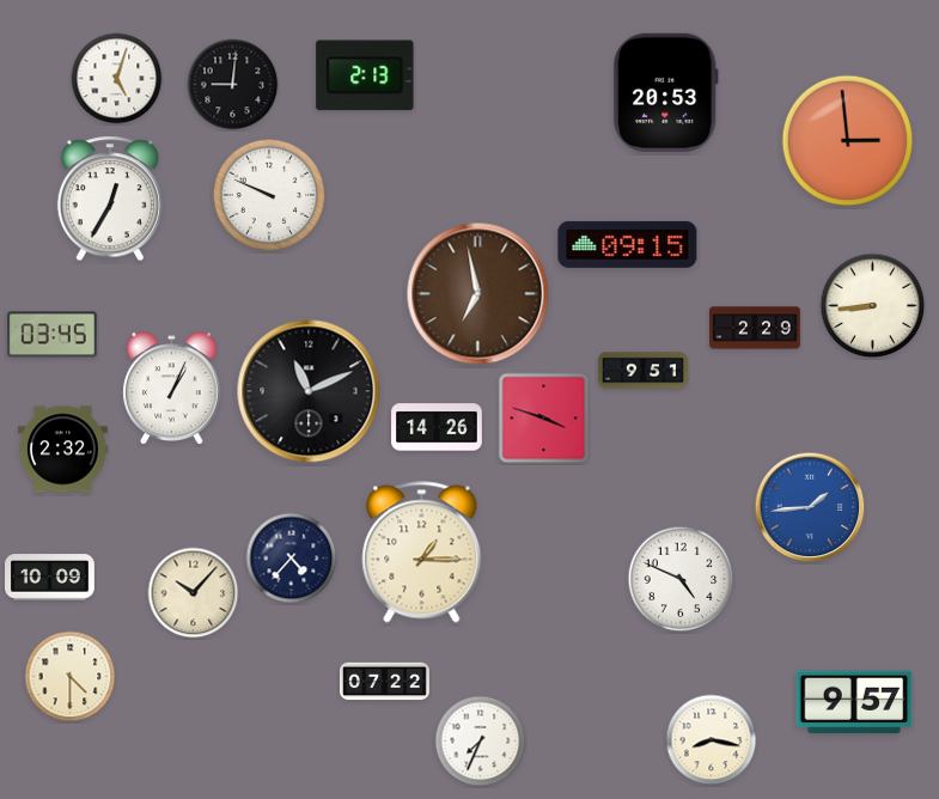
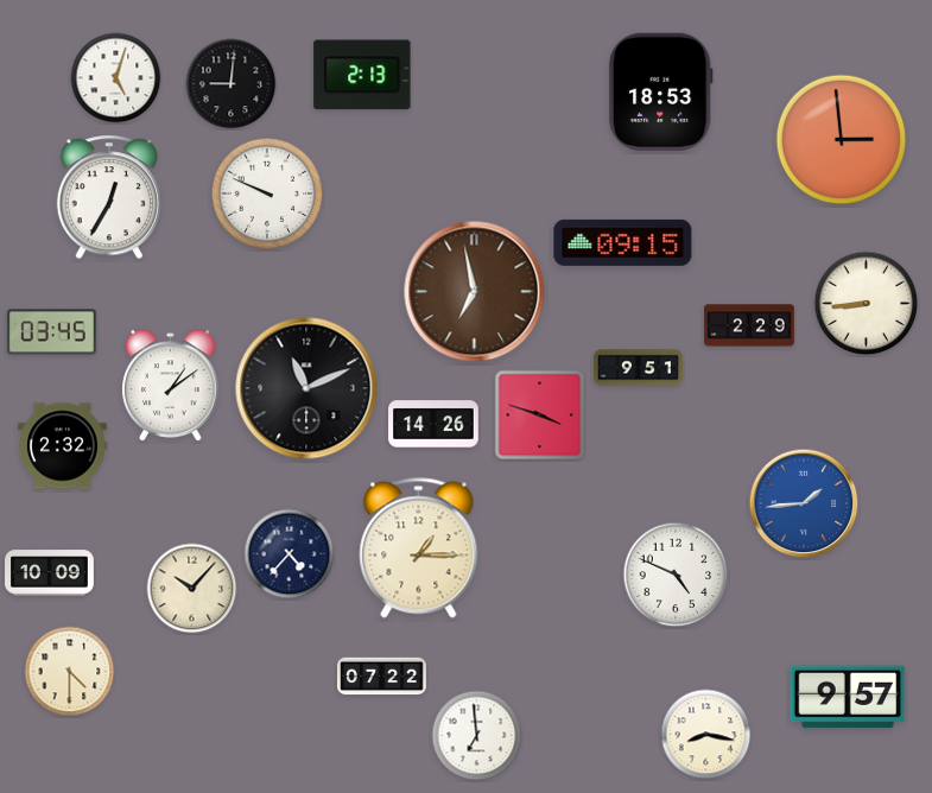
clock at (665, 92): 20:53 -> 18:53
clock at (172, 389): 1:04 -> 1:09
clock at (481, 742): 7:34 -> 6:59
